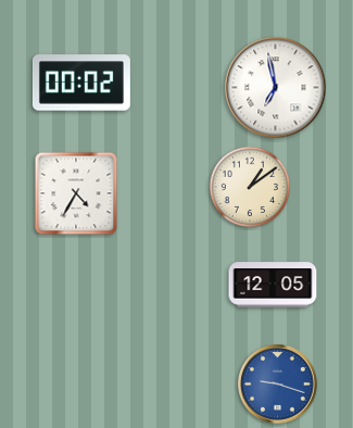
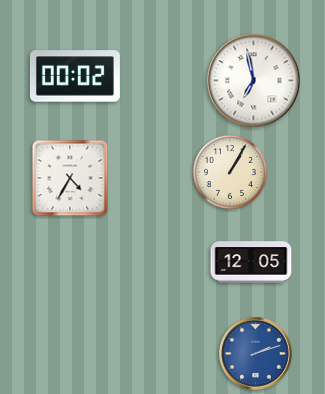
clock at (249, 186): 1:09 -> 1:05
clock at (278, 385): 9:18 -> 2:12
